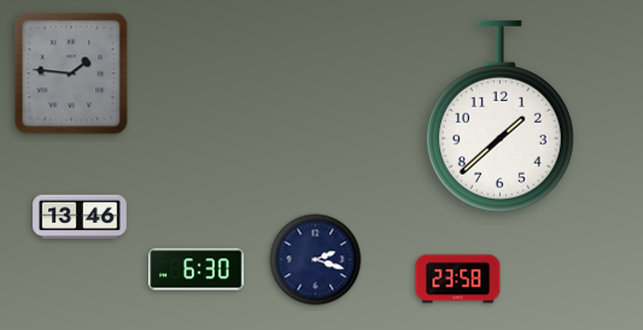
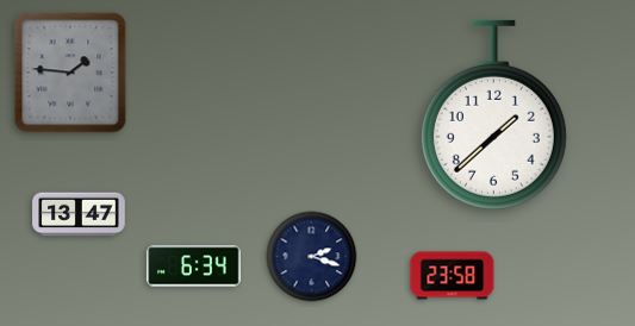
clock at (80, 217): 13:46 -> 13:47
clock at (197, 270): 6:30 -> 6:34
